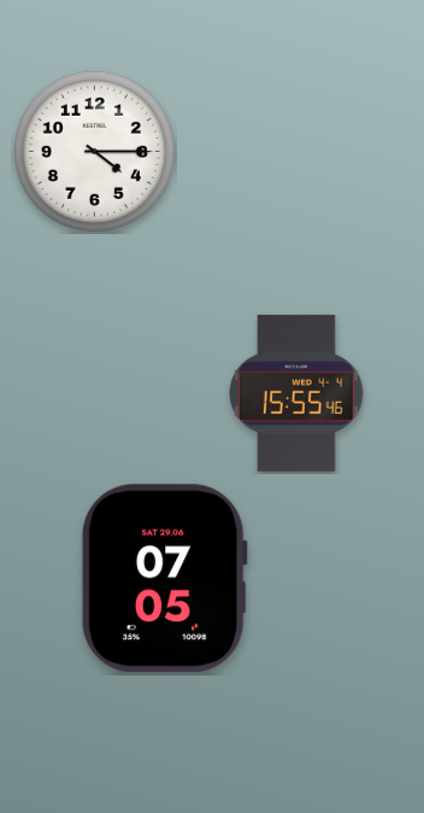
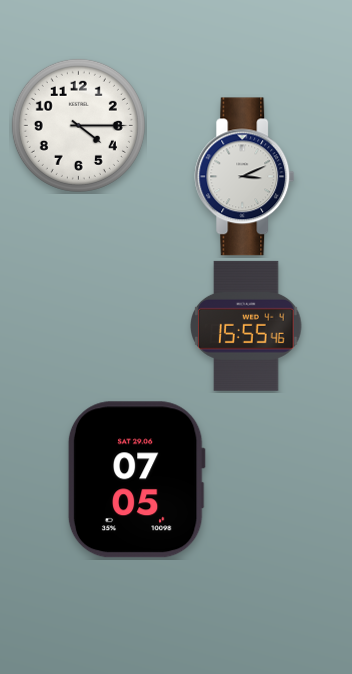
clock at (245, 177): none -> 3:11
